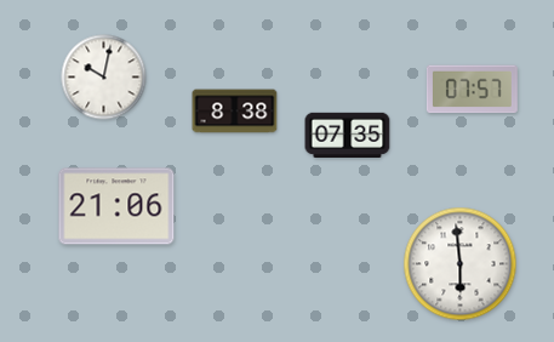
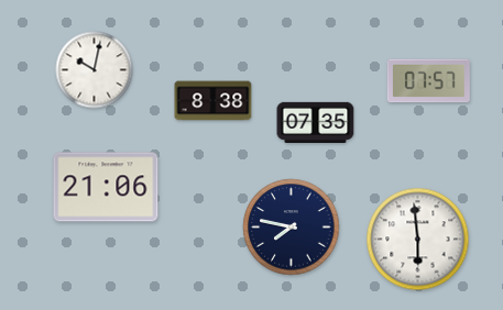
clock at (292, 228): none -> 7:47
